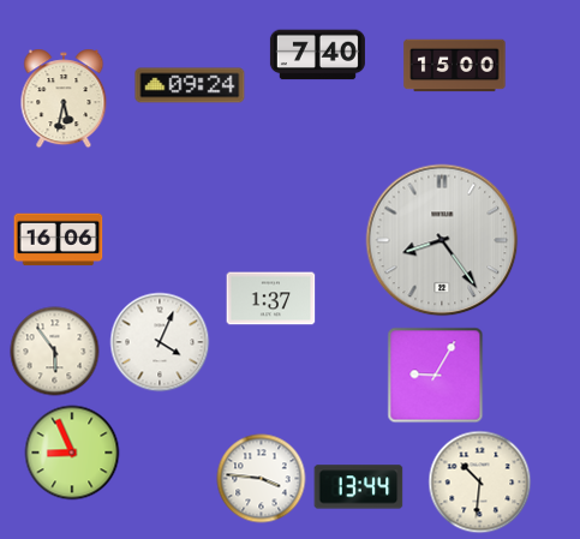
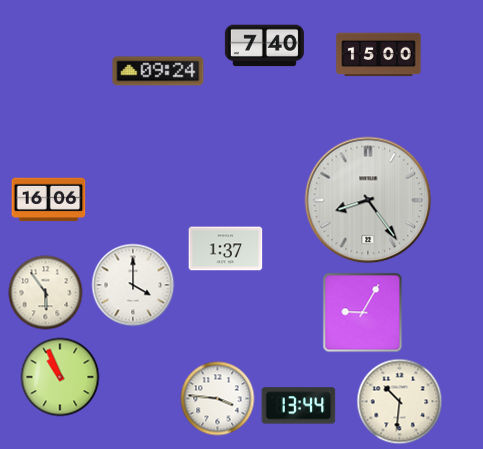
clock at (64, 98): 5:32 -> none
clock at (160, 342): 4:04 -> 4:00
clock at (72, 453): 8:56 -> 10:56
